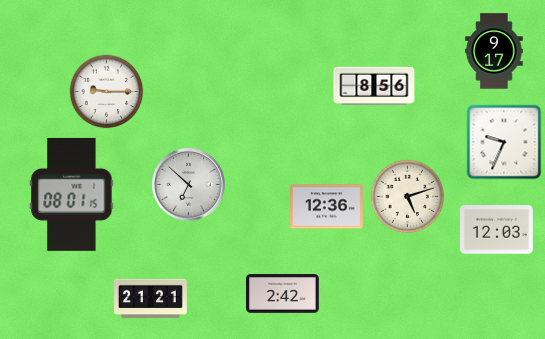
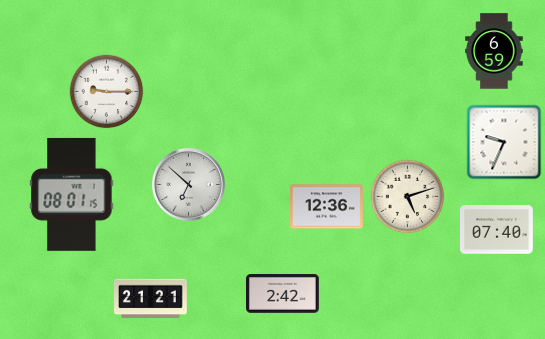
clock at (494, 51): 9:17 -> 6:59
clock at (374, 86): 8:56 -> none
clock at (497, 230): 12:03 -> 07:40
